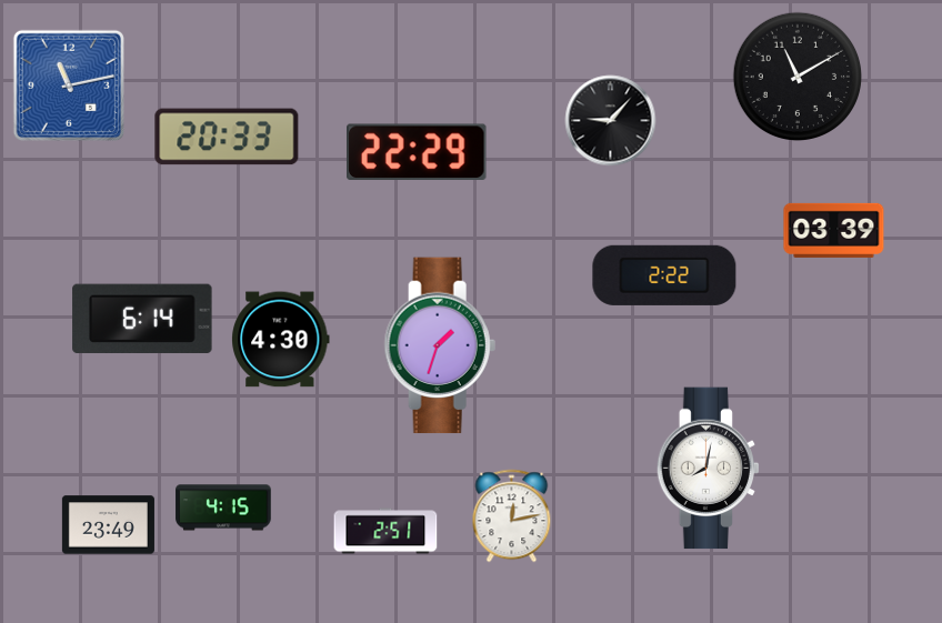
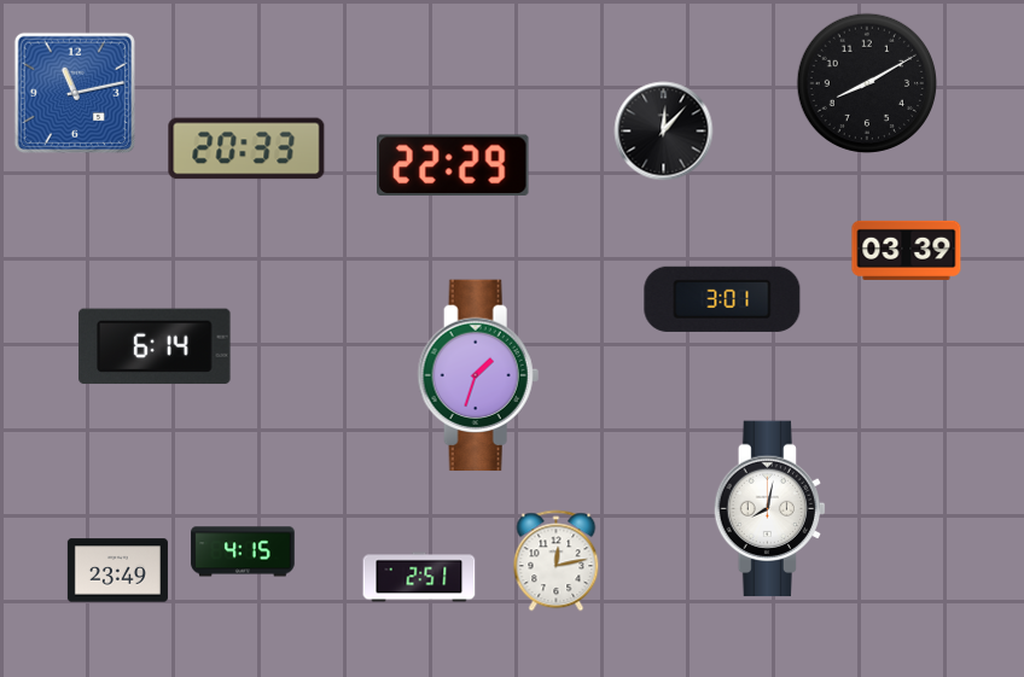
clock at (798, 77): 11:10 -> 8:10
clock at (611, 121): 9:07 -> 12:07
clock at (664, 275): 2:22 -> 3:01
clock at (281, 340): 4:30 -> none
